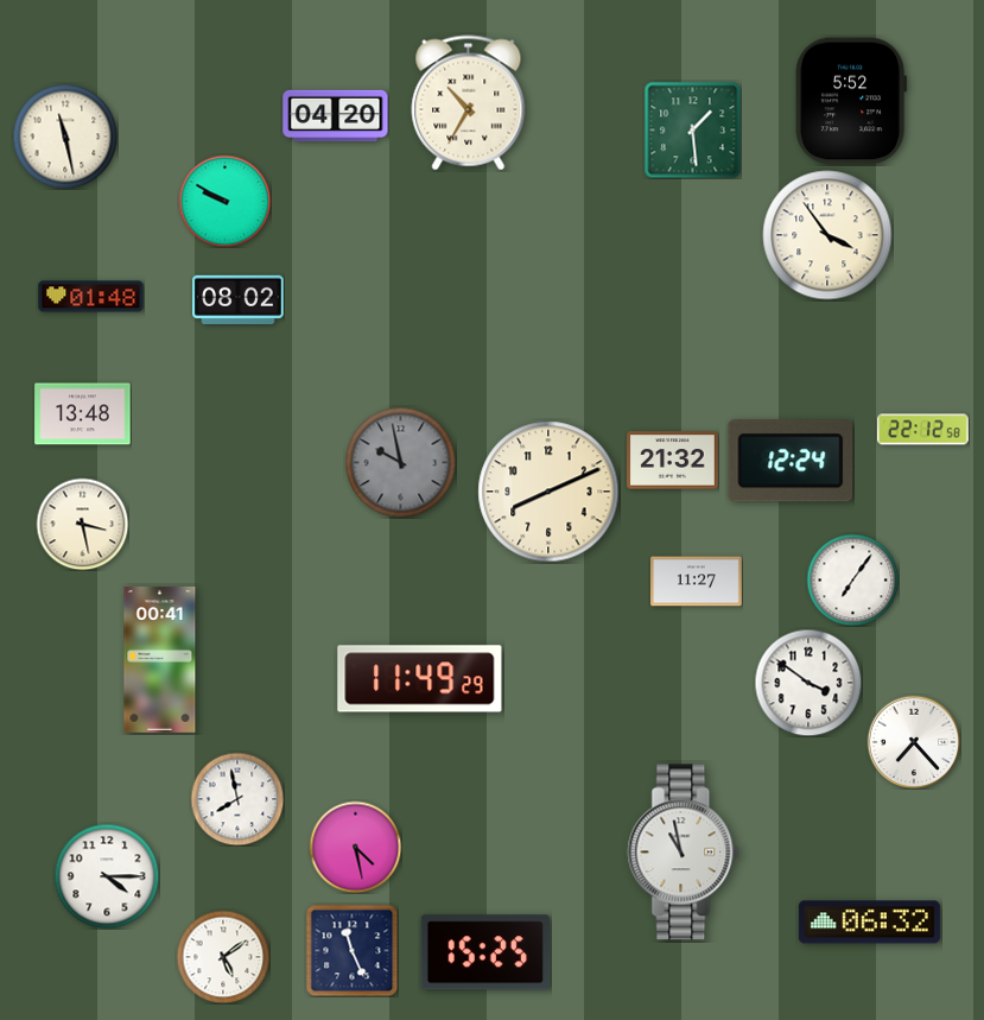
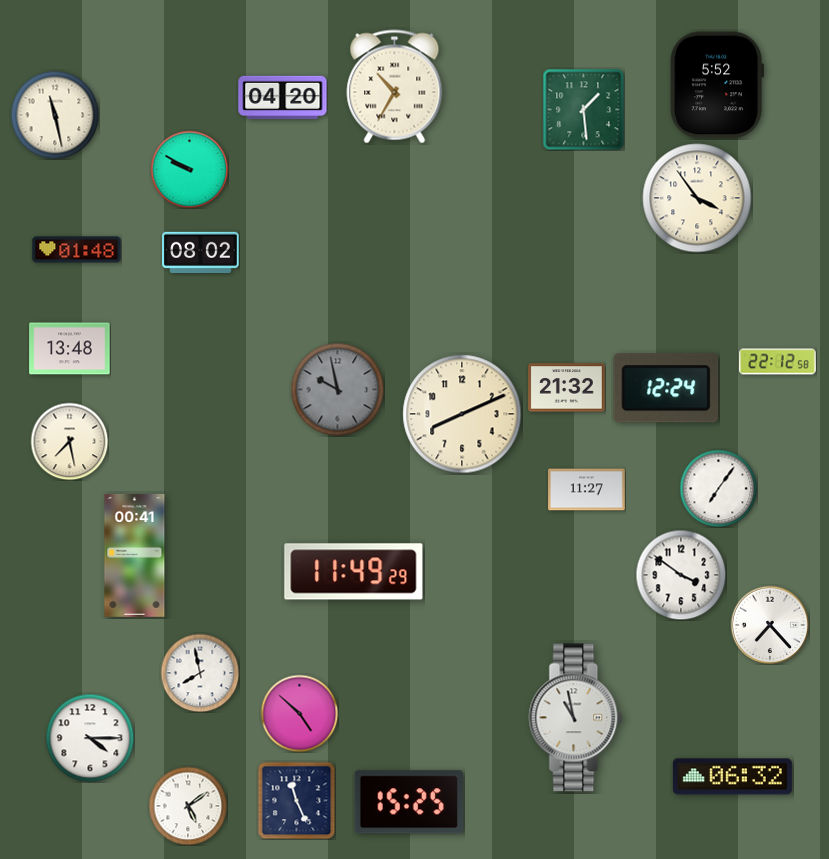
clock at (82, 524): 3:28 -> 7:28
clock at (355, 847): 4:28 -> 4:52
